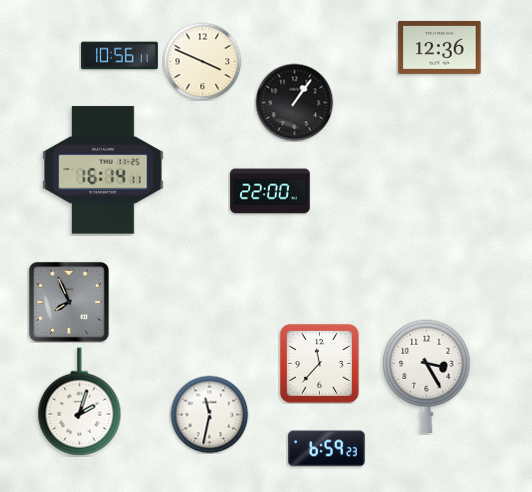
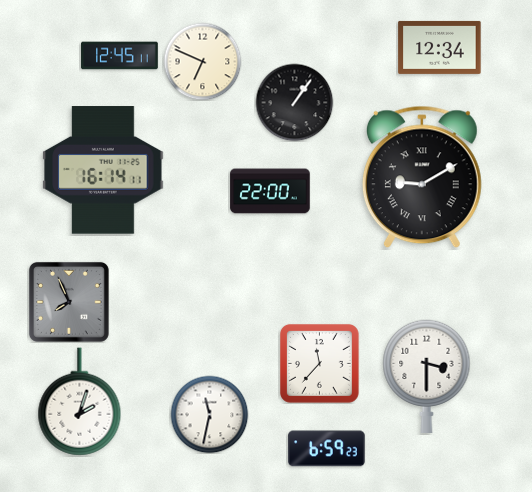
clock at (440, 47): 12:36 -> 12:34
clock at (120, 56): 10:56 -> 12:45
clock at (202, 61): 3:49 -> 6:49
clock at (422, 177): none -> 9:10
clock at (427, 376): 3:25 -> 3:30
